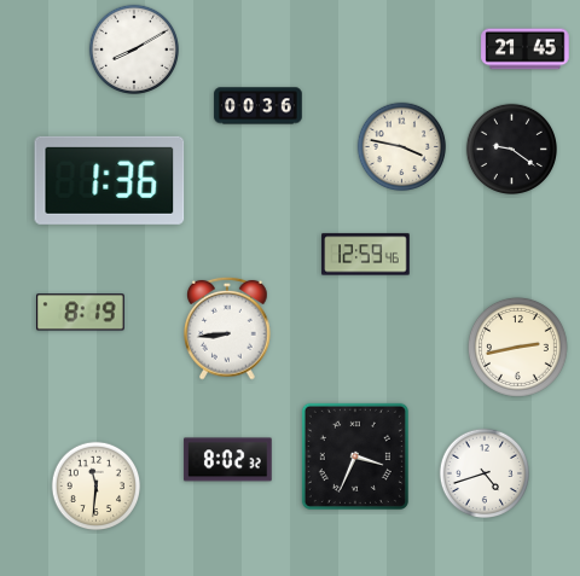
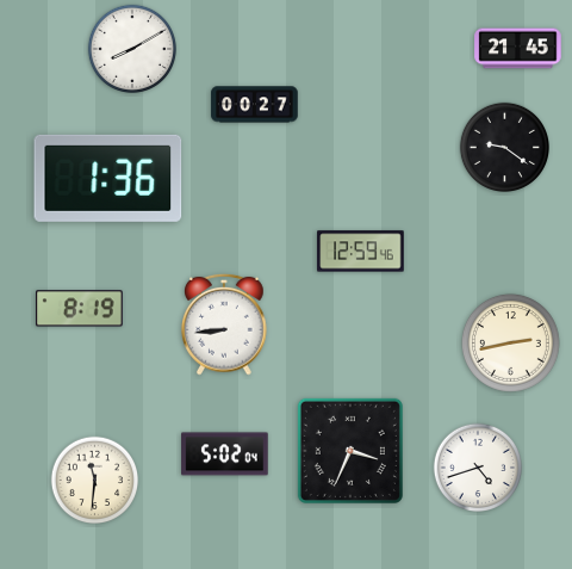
clock at (259, 106): 00:36 -> 00:27
clock at (402, 147): 3:47 -> none
clock at (228, 460): 8:02 -> 5:02
